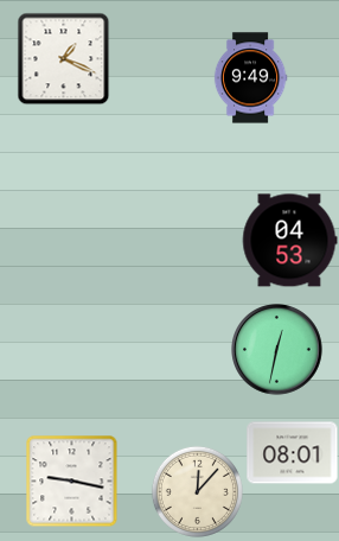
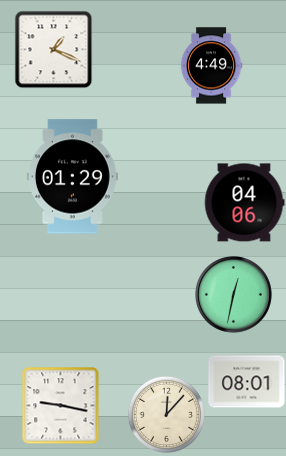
clock at (250, 78): 9:49 -> 4:49
clock at (73, 177): none -> 01:29
clock at (289, 241): 04:53 -> 04:06
